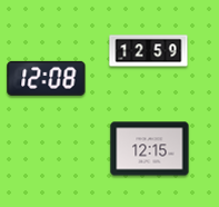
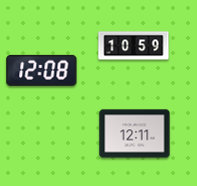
clock at (149, 51): 12:59 -> 10:59
clock at (150, 149): 12:15 -> 12:11
